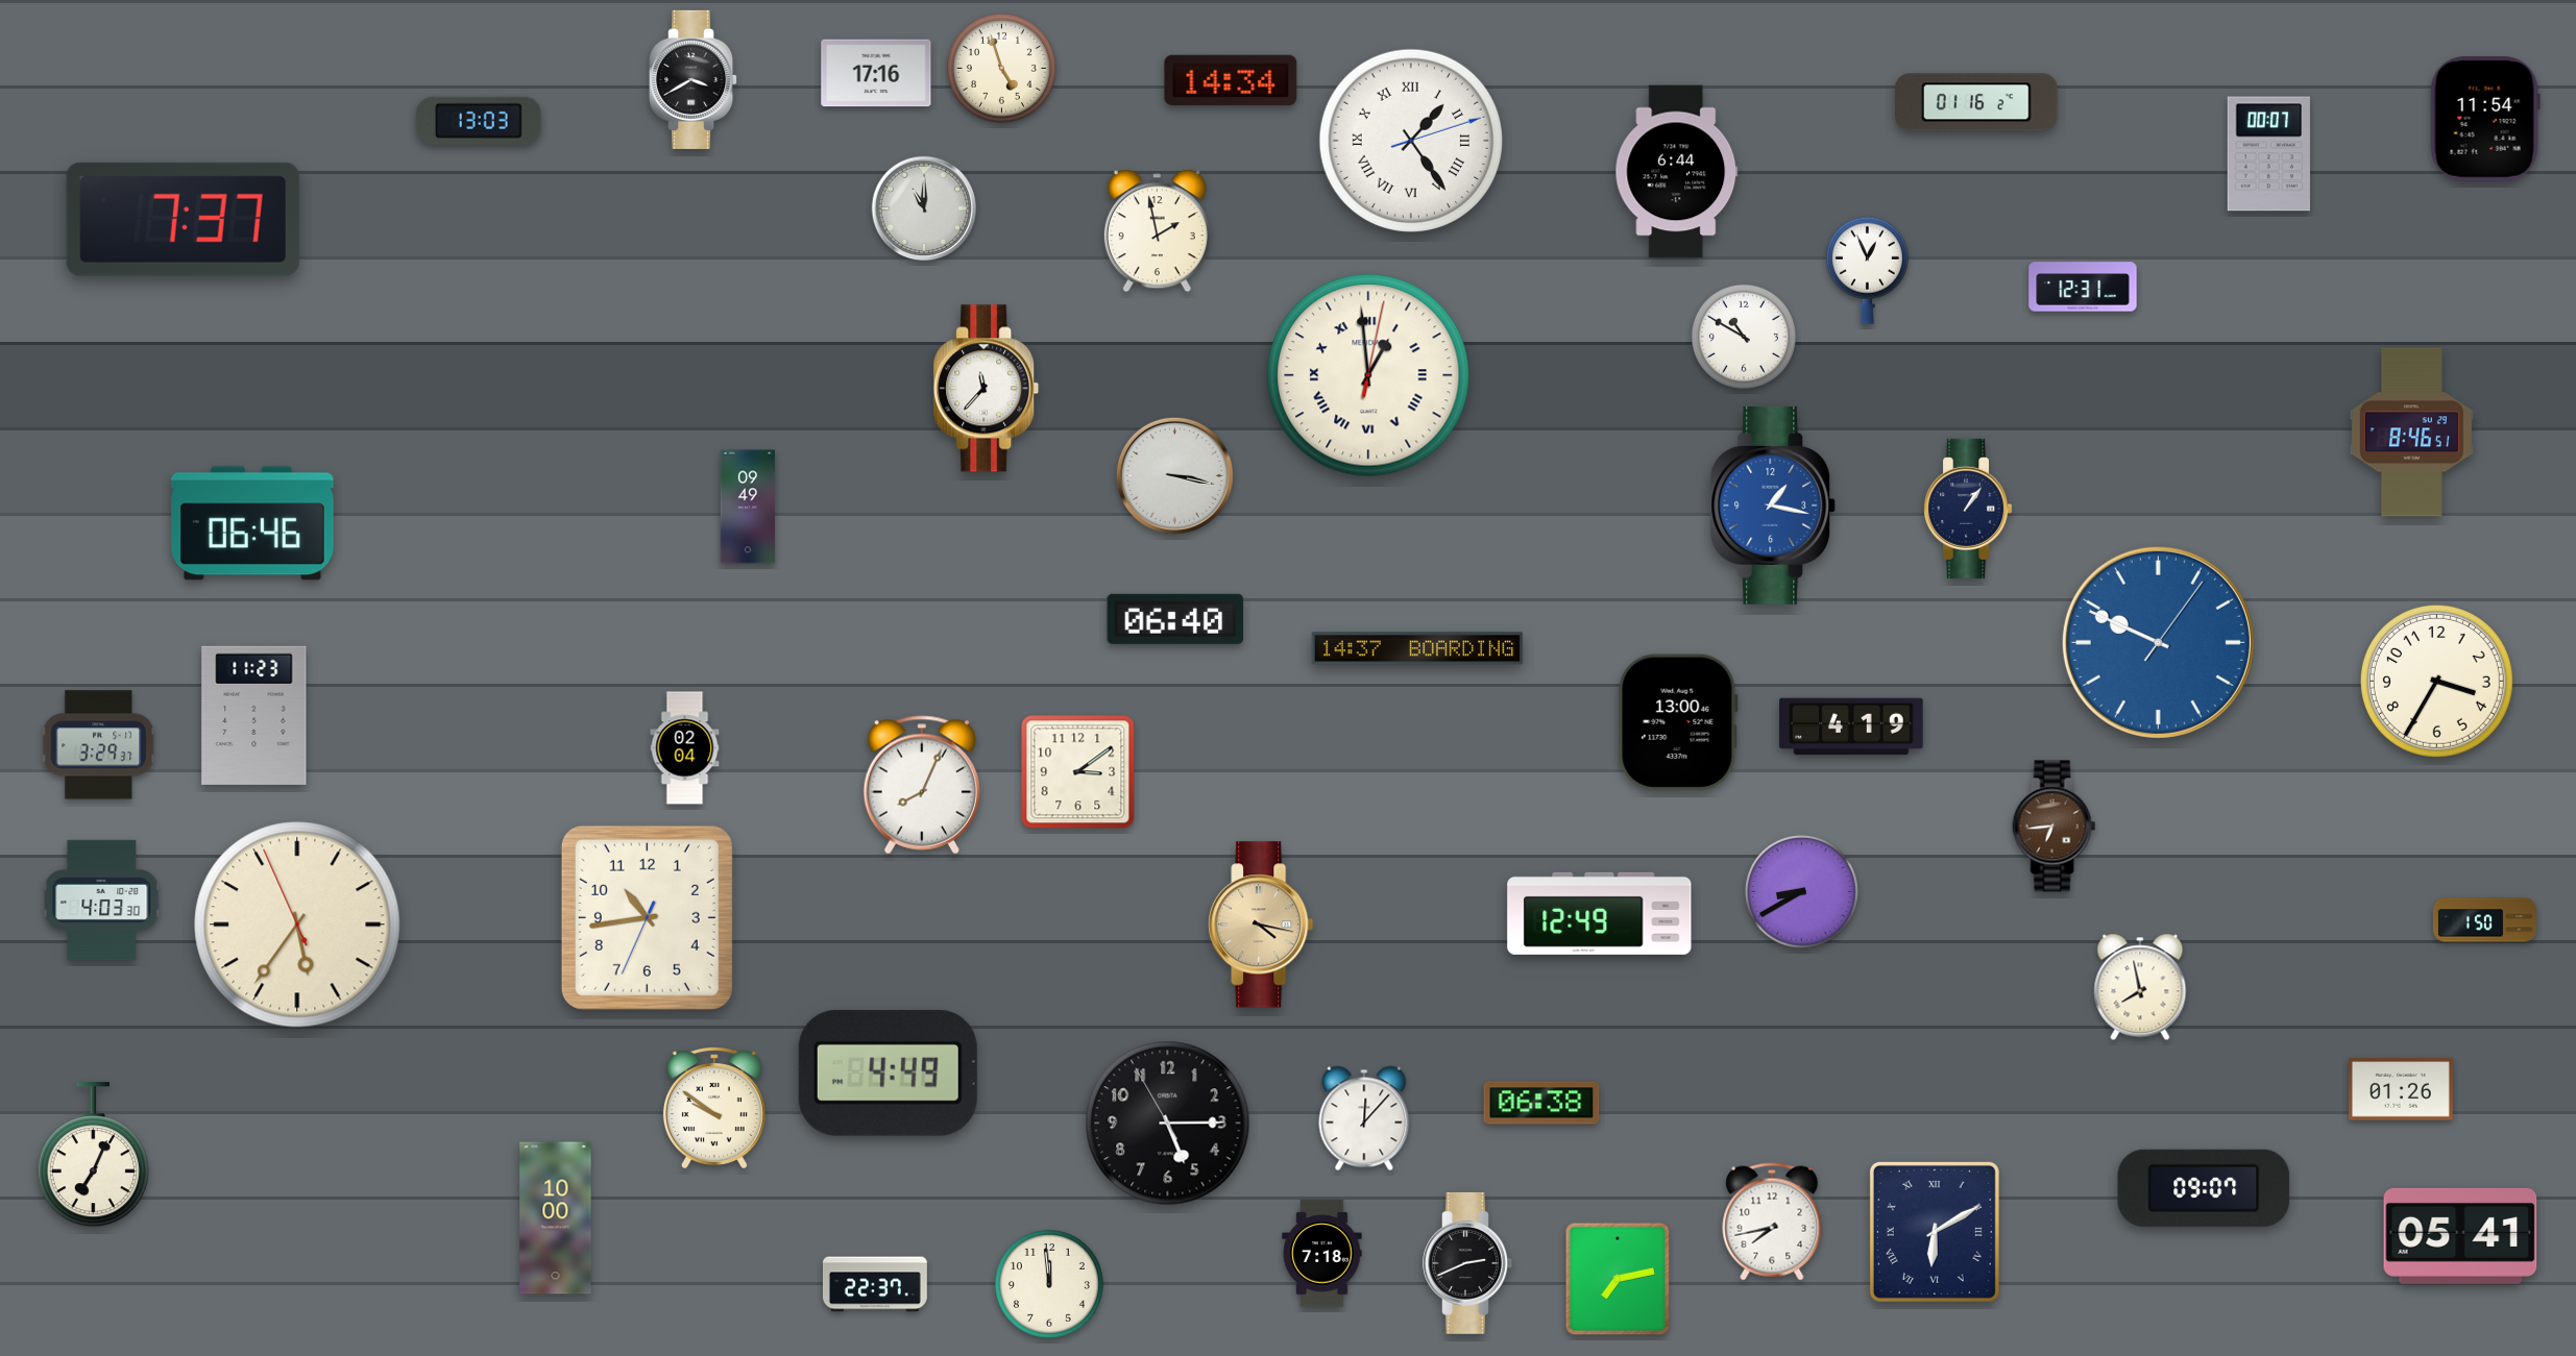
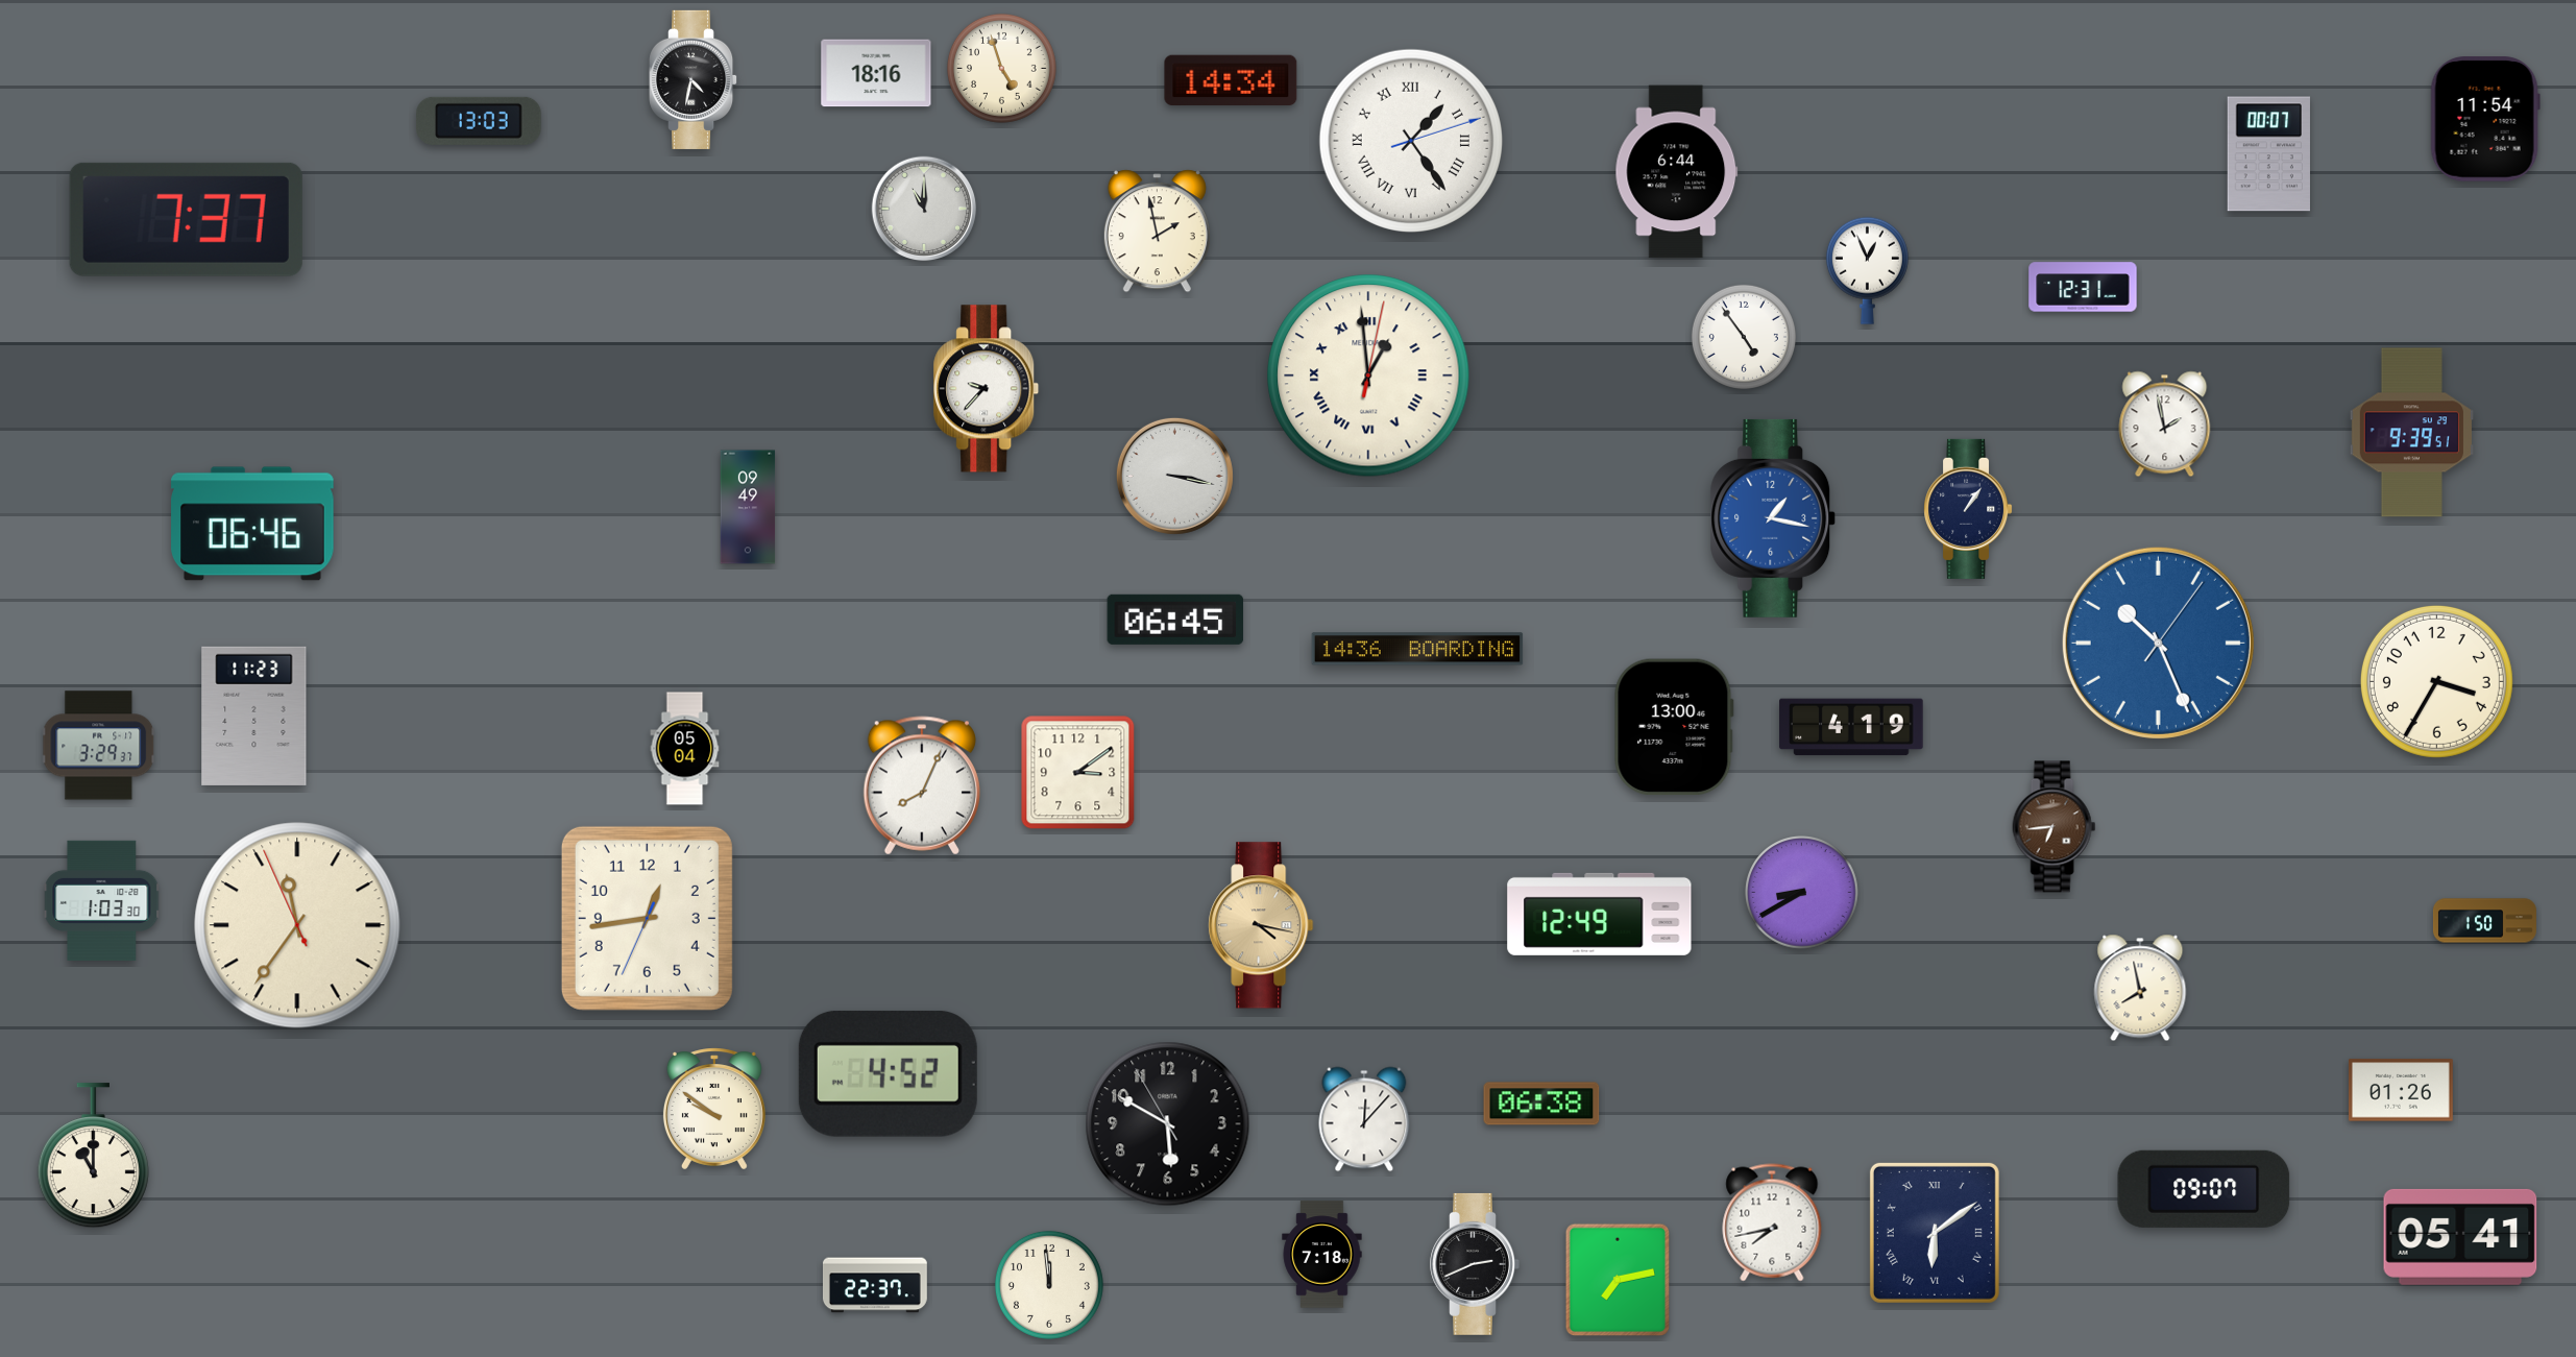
clock at (876, 73): 17:16 -> 18:16
clock at (695, 79): 3:40 -> 4:32
clock at (1977, 102): 01:16 -> none
clock at (183, 219) position: (183, 219) -> (186, 219)
clock at (1744, 337): 10:50 -> 4:54
clock at (987, 389): 11:37 -> 9:37
clock at (2165, 425): none -> 1:58
clock at (2411, 433): 8:46 -> 9:39
clock at (1773, 506) position: (1773, 506) -> (1773, 518)
clock at (1175, 619): 06:40 -> 06:45
clock at (2158, 642): 9:49 -> 10:26
clock at (1417, 648): 14:37 -> 14:36
clock at (1678, 722) position: (1678, 722) -> (1674, 727)
clock at (685, 748): 02:04 -> 05:04
clock at (102, 899): 4:03 -> 1:03
clock at (647, 917): 10:43 -> 12:43
clock at (297, 924): 5:35 -> 11:35
clock at (888, 1073): 4:49 -> 4:52
clock at (1168, 1124): 5:14 -> 5:49
clock at (93, 1155): 7:04 -> 11:00
clock at (556, 1218): 10:00 -> none
clock at (1935, 1232): 6:10 -> 6:09
clock at (1467, 1263) position: (1467, 1263) -> (1475, 1264)
